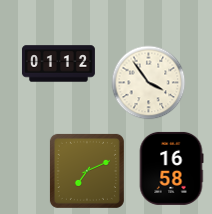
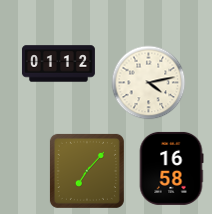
clock at (149, 83): 3:54 -> 4:13
clock at (87, 171): 7:11 -> 7:07
